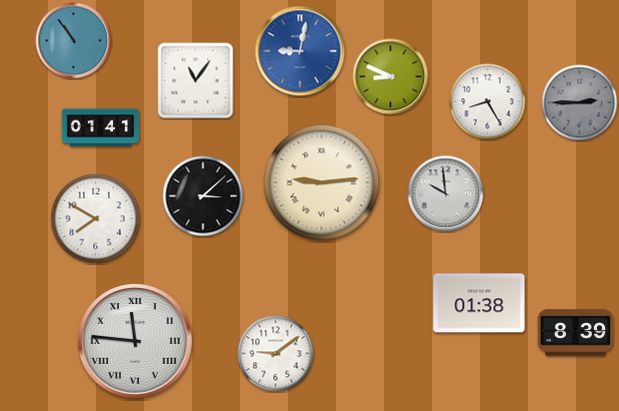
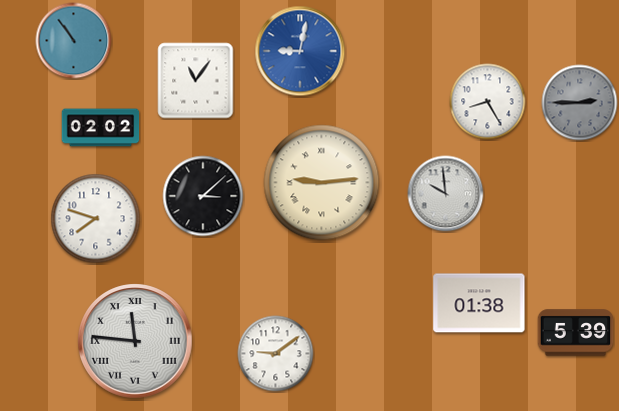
clock at (391, 77): 8:49 -> none
clock at (101, 128): 01:41 -> 02:02
clock at (96, 219): 7:50 -> 7:48
clock at (576, 333): 8:39 -> 5:39
